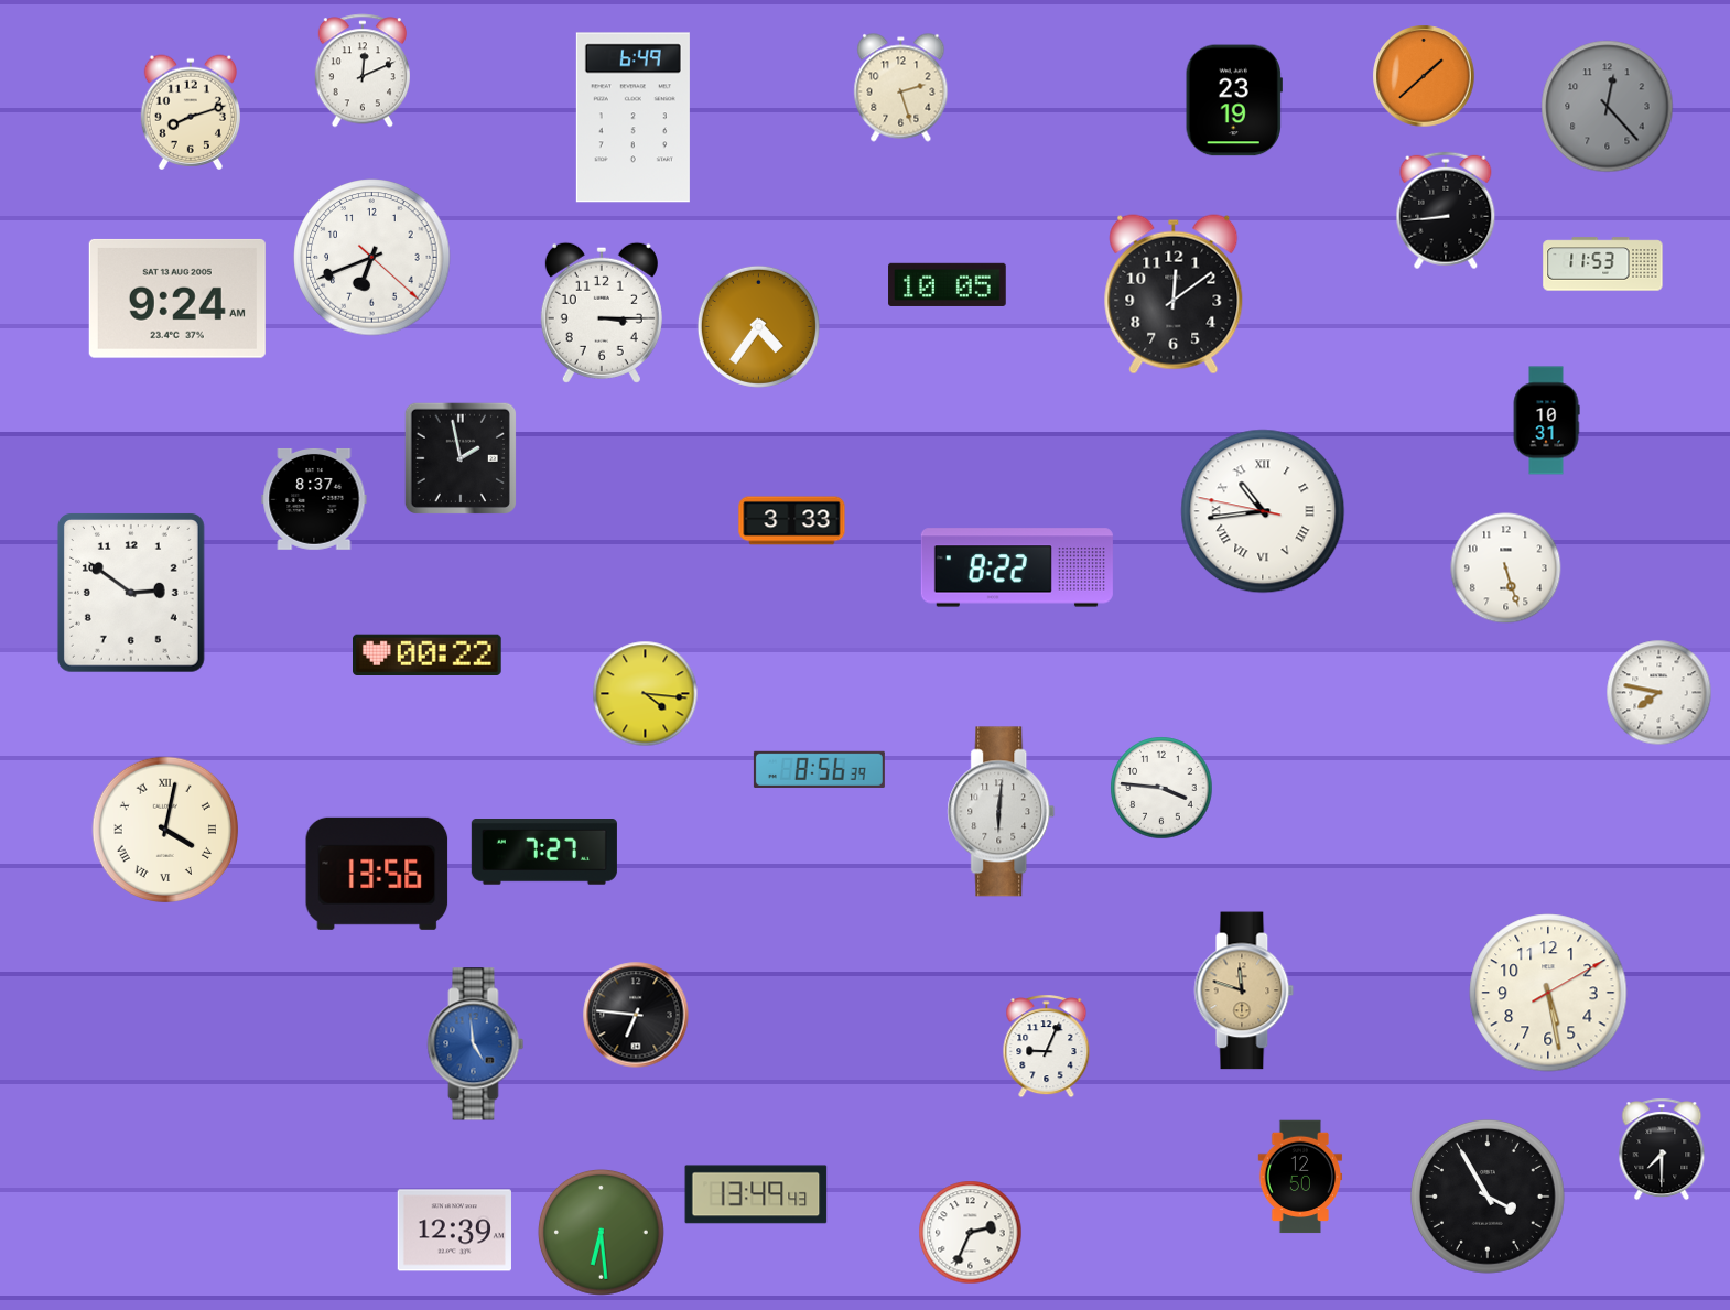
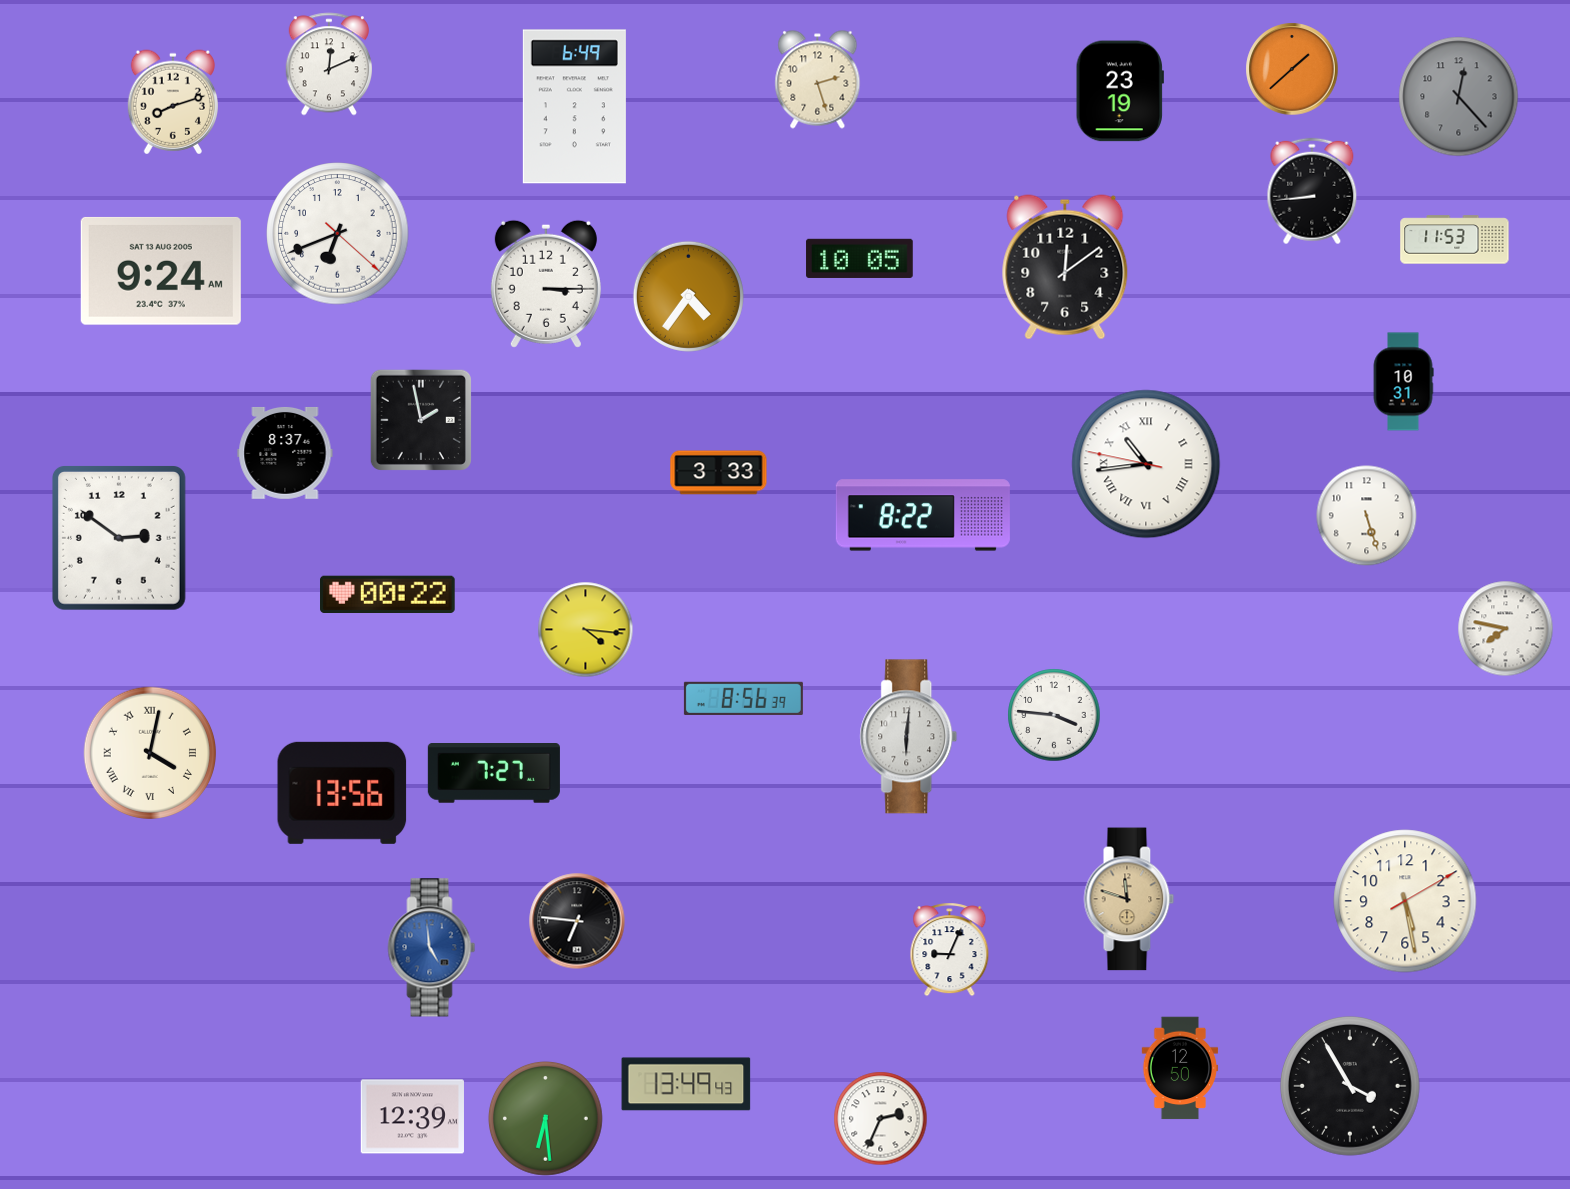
clock at (461, 458) position: (461, 458) -> (421, 420)
clock at (1662, 1149): 7:30 -> none
